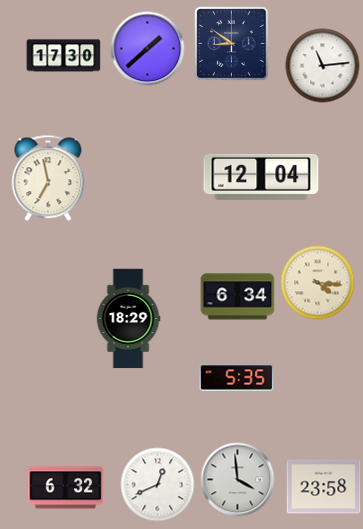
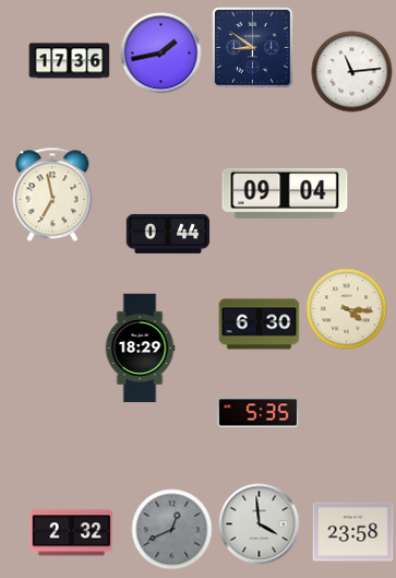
clock at (148, 49): 1:38 -> 1:43
clock at (64, 56): 17:30 -> 17:36
clock at (261, 177): 12:04 -> 09:04
clock at (168, 234): none -> 0:44
clock at (238, 297): 6:34 -> 6:30
clock at (158, 485) dial: white -> grey
clock at (66, 488): 6:32 -> 2:32
